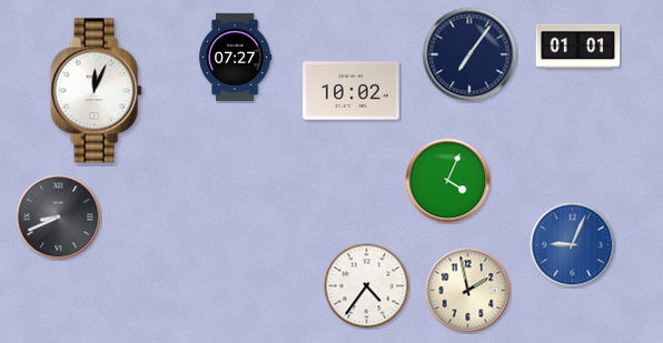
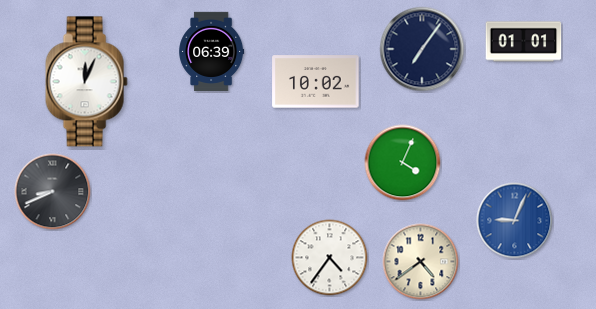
clock at (578, 47) position: (578, 47) -> (524, 42)
clock at (236, 57): 07:27 -> 06:39
clock at (59, 218) position: (59, 218) -> (53, 192)
clock at (468, 291): 1:58 -> 4:39
